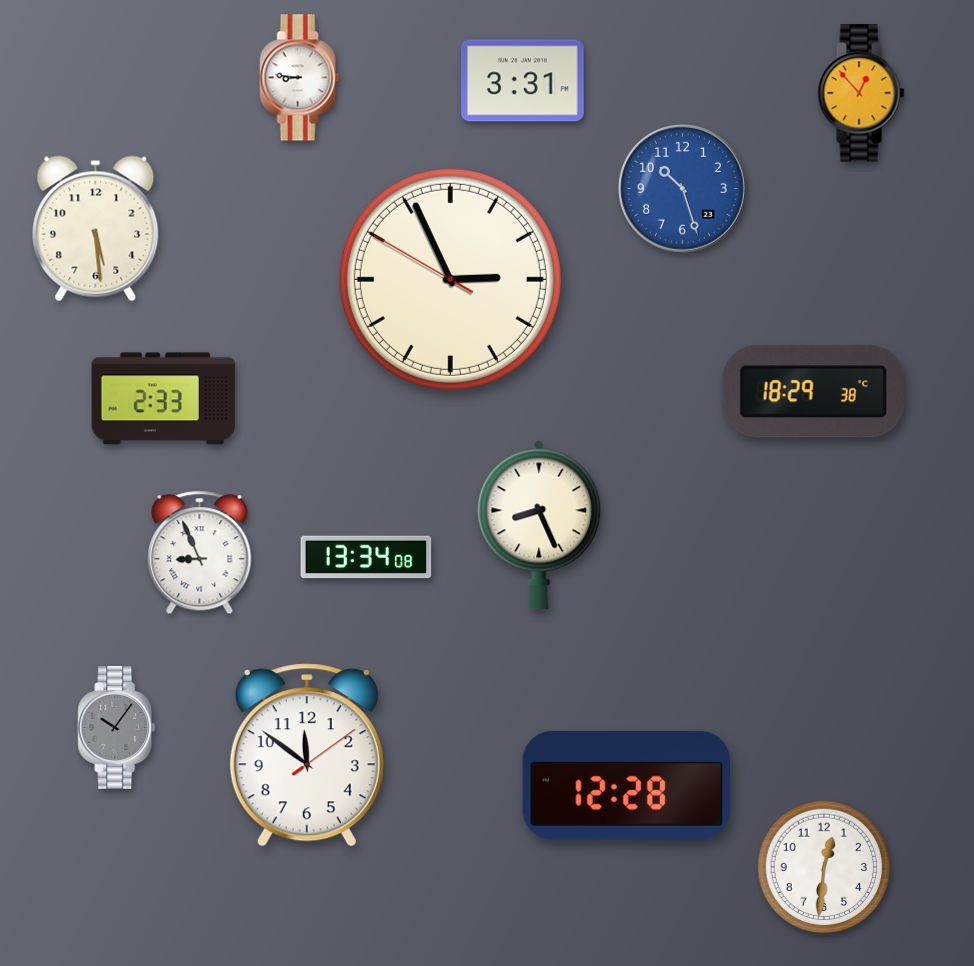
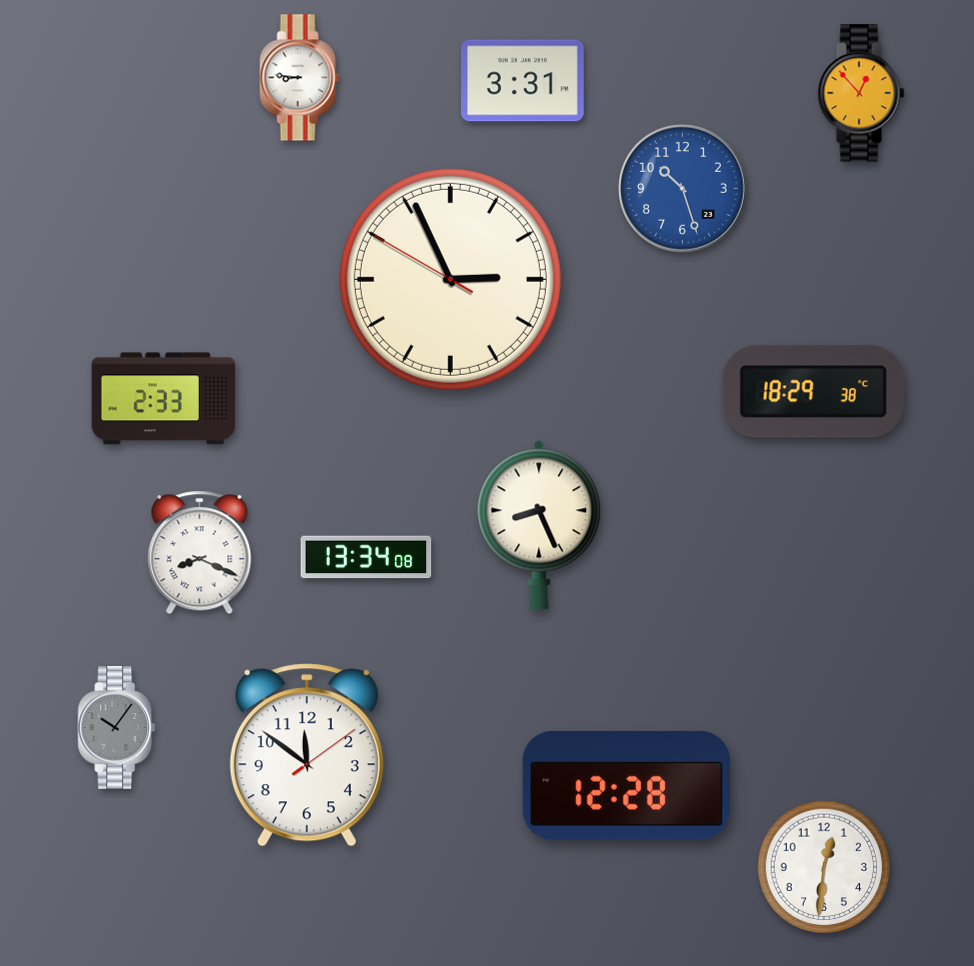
clock at (96, 229): 5:29 -> none
clock at (200, 553): 8:56 -> 8:19
